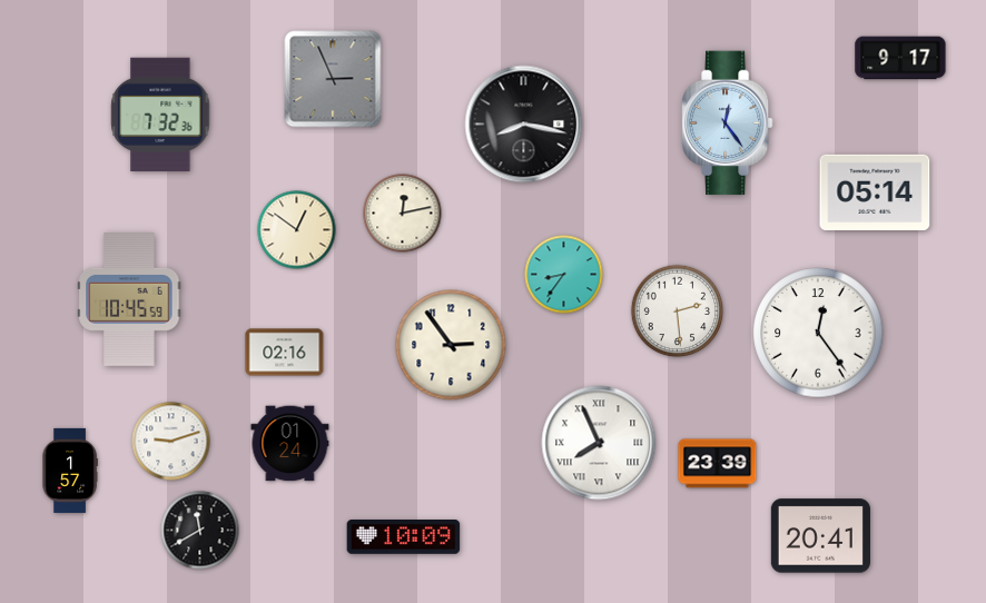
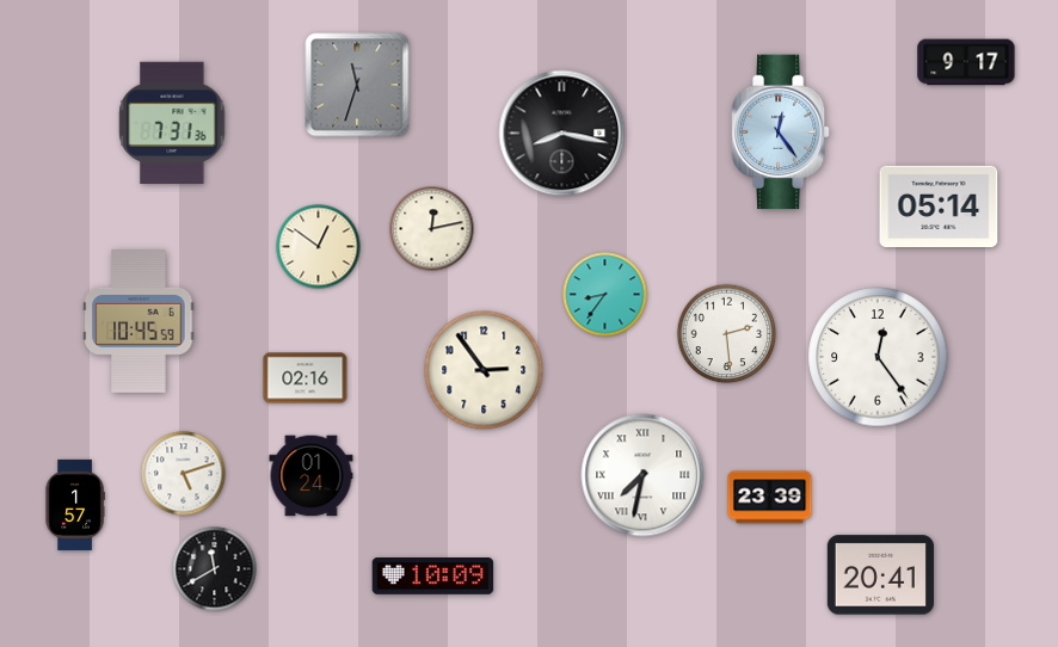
clock at (333, 79): 2:56 -> 11:33
clock at (160, 115): 7:32 -> 7:31
clock at (171, 442): 9:12 -> 5:12
clock at (599, 443): 7:56 -> 7:32
